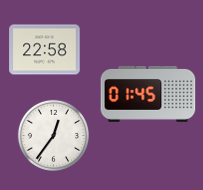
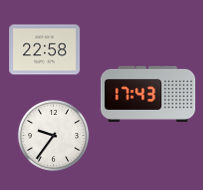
clock at (148, 95): 01:45 -> 17:43
clock at (53, 135): 12:36 -> 9:36
